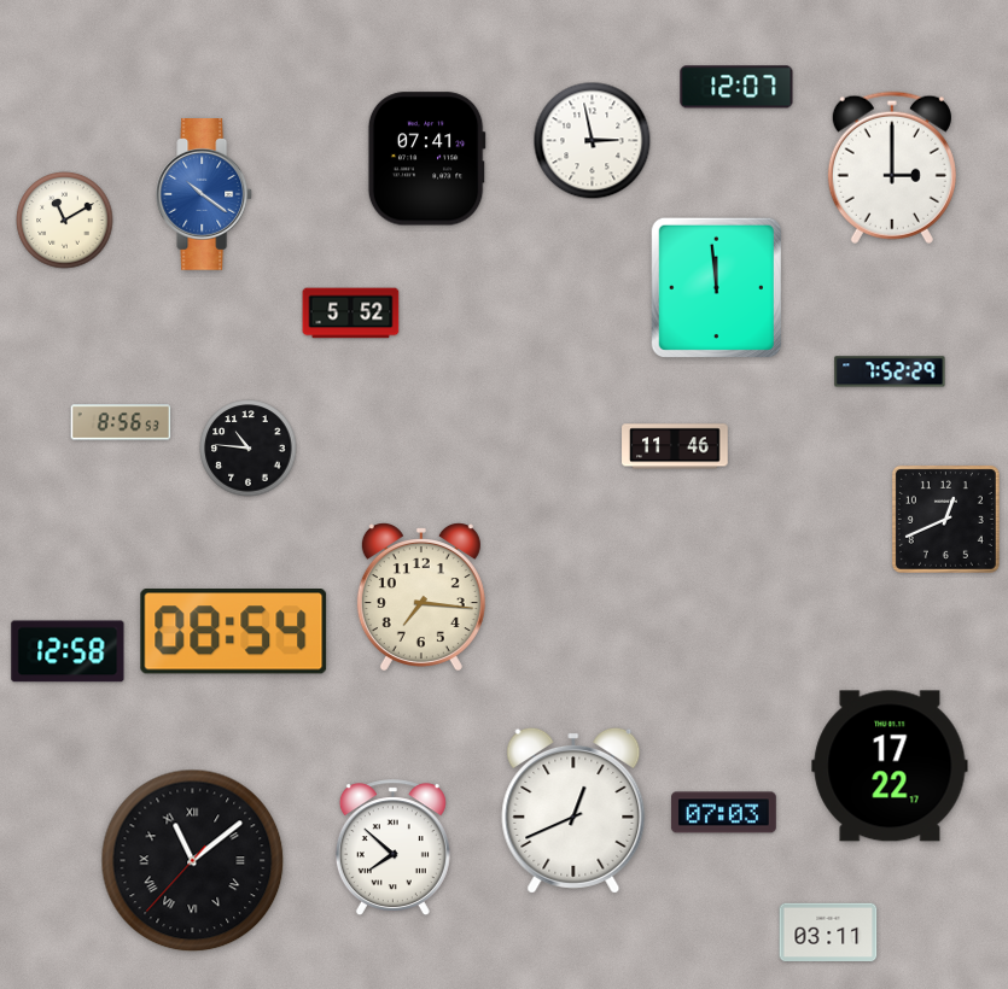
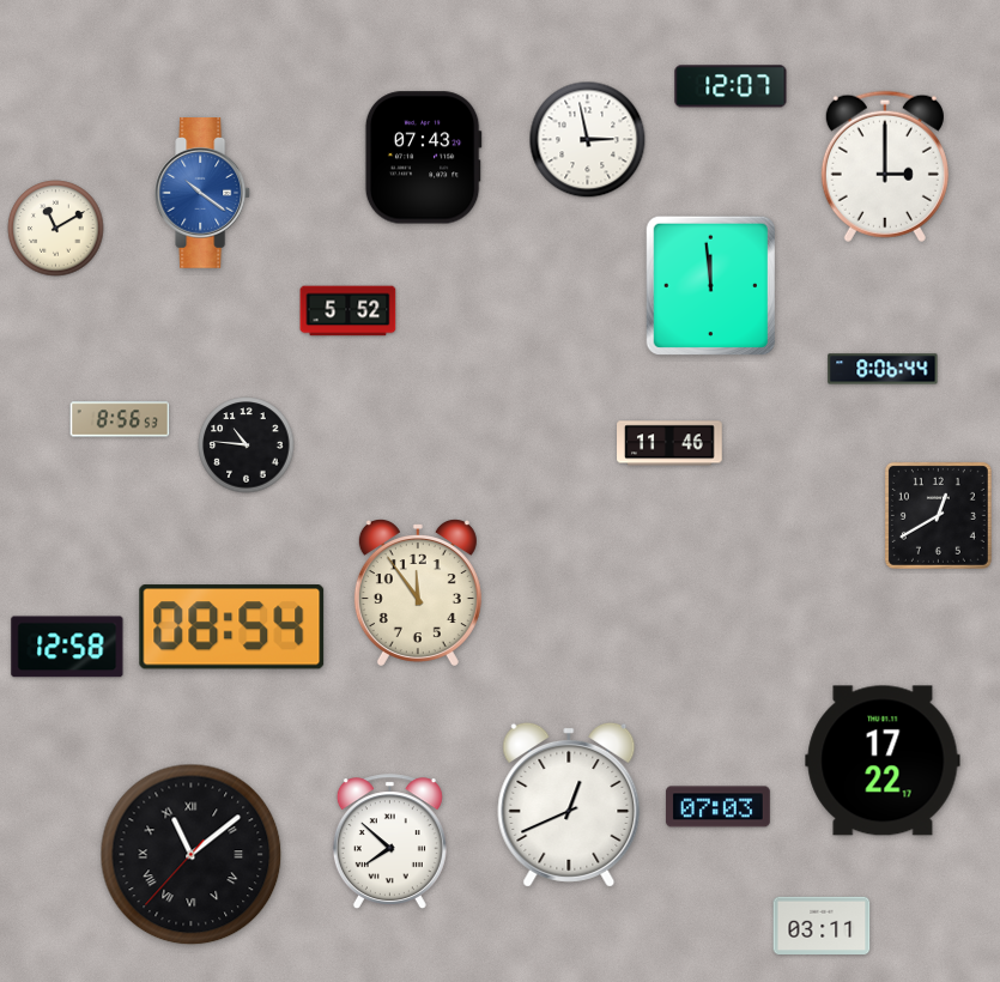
clock at (426, 159): 07:41 -> 07:43
clock at (65, 221) position: (65, 221) -> (56, 229)
clock at (890, 371): 7:52 -> 8:06
clock at (945, 519): 12:41 -> 12:40
clock at (421, 597): 7:16 -> 11:54
